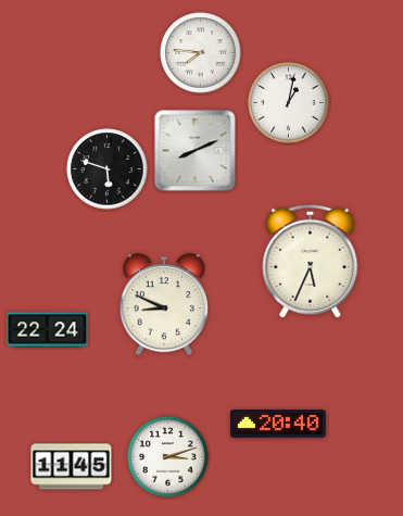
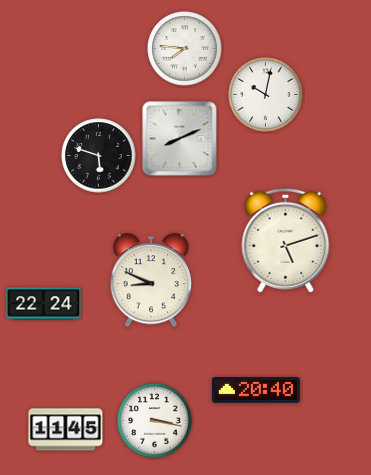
clock at (289, 103): 1:02 -> 10:02
clock at (311, 261): 5:34 -> 5:12
clock at (168, 457): 3:12 -> 3:17
